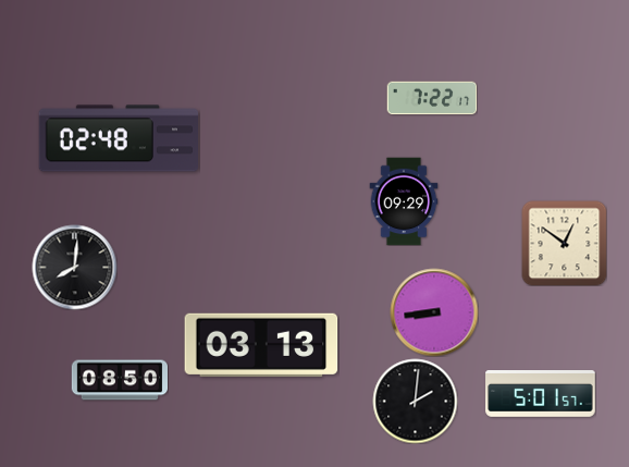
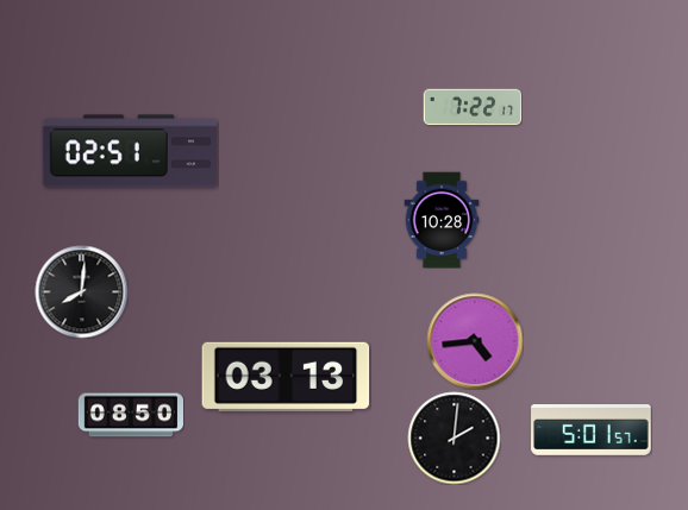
clock at (118, 138): 02:48 -> 02:51
clock at (404, 201): 09:29 -> 10:28
clock at (564, 243): 12:51 -> none
clock at (434, 312): 8:44 -> 4:44
